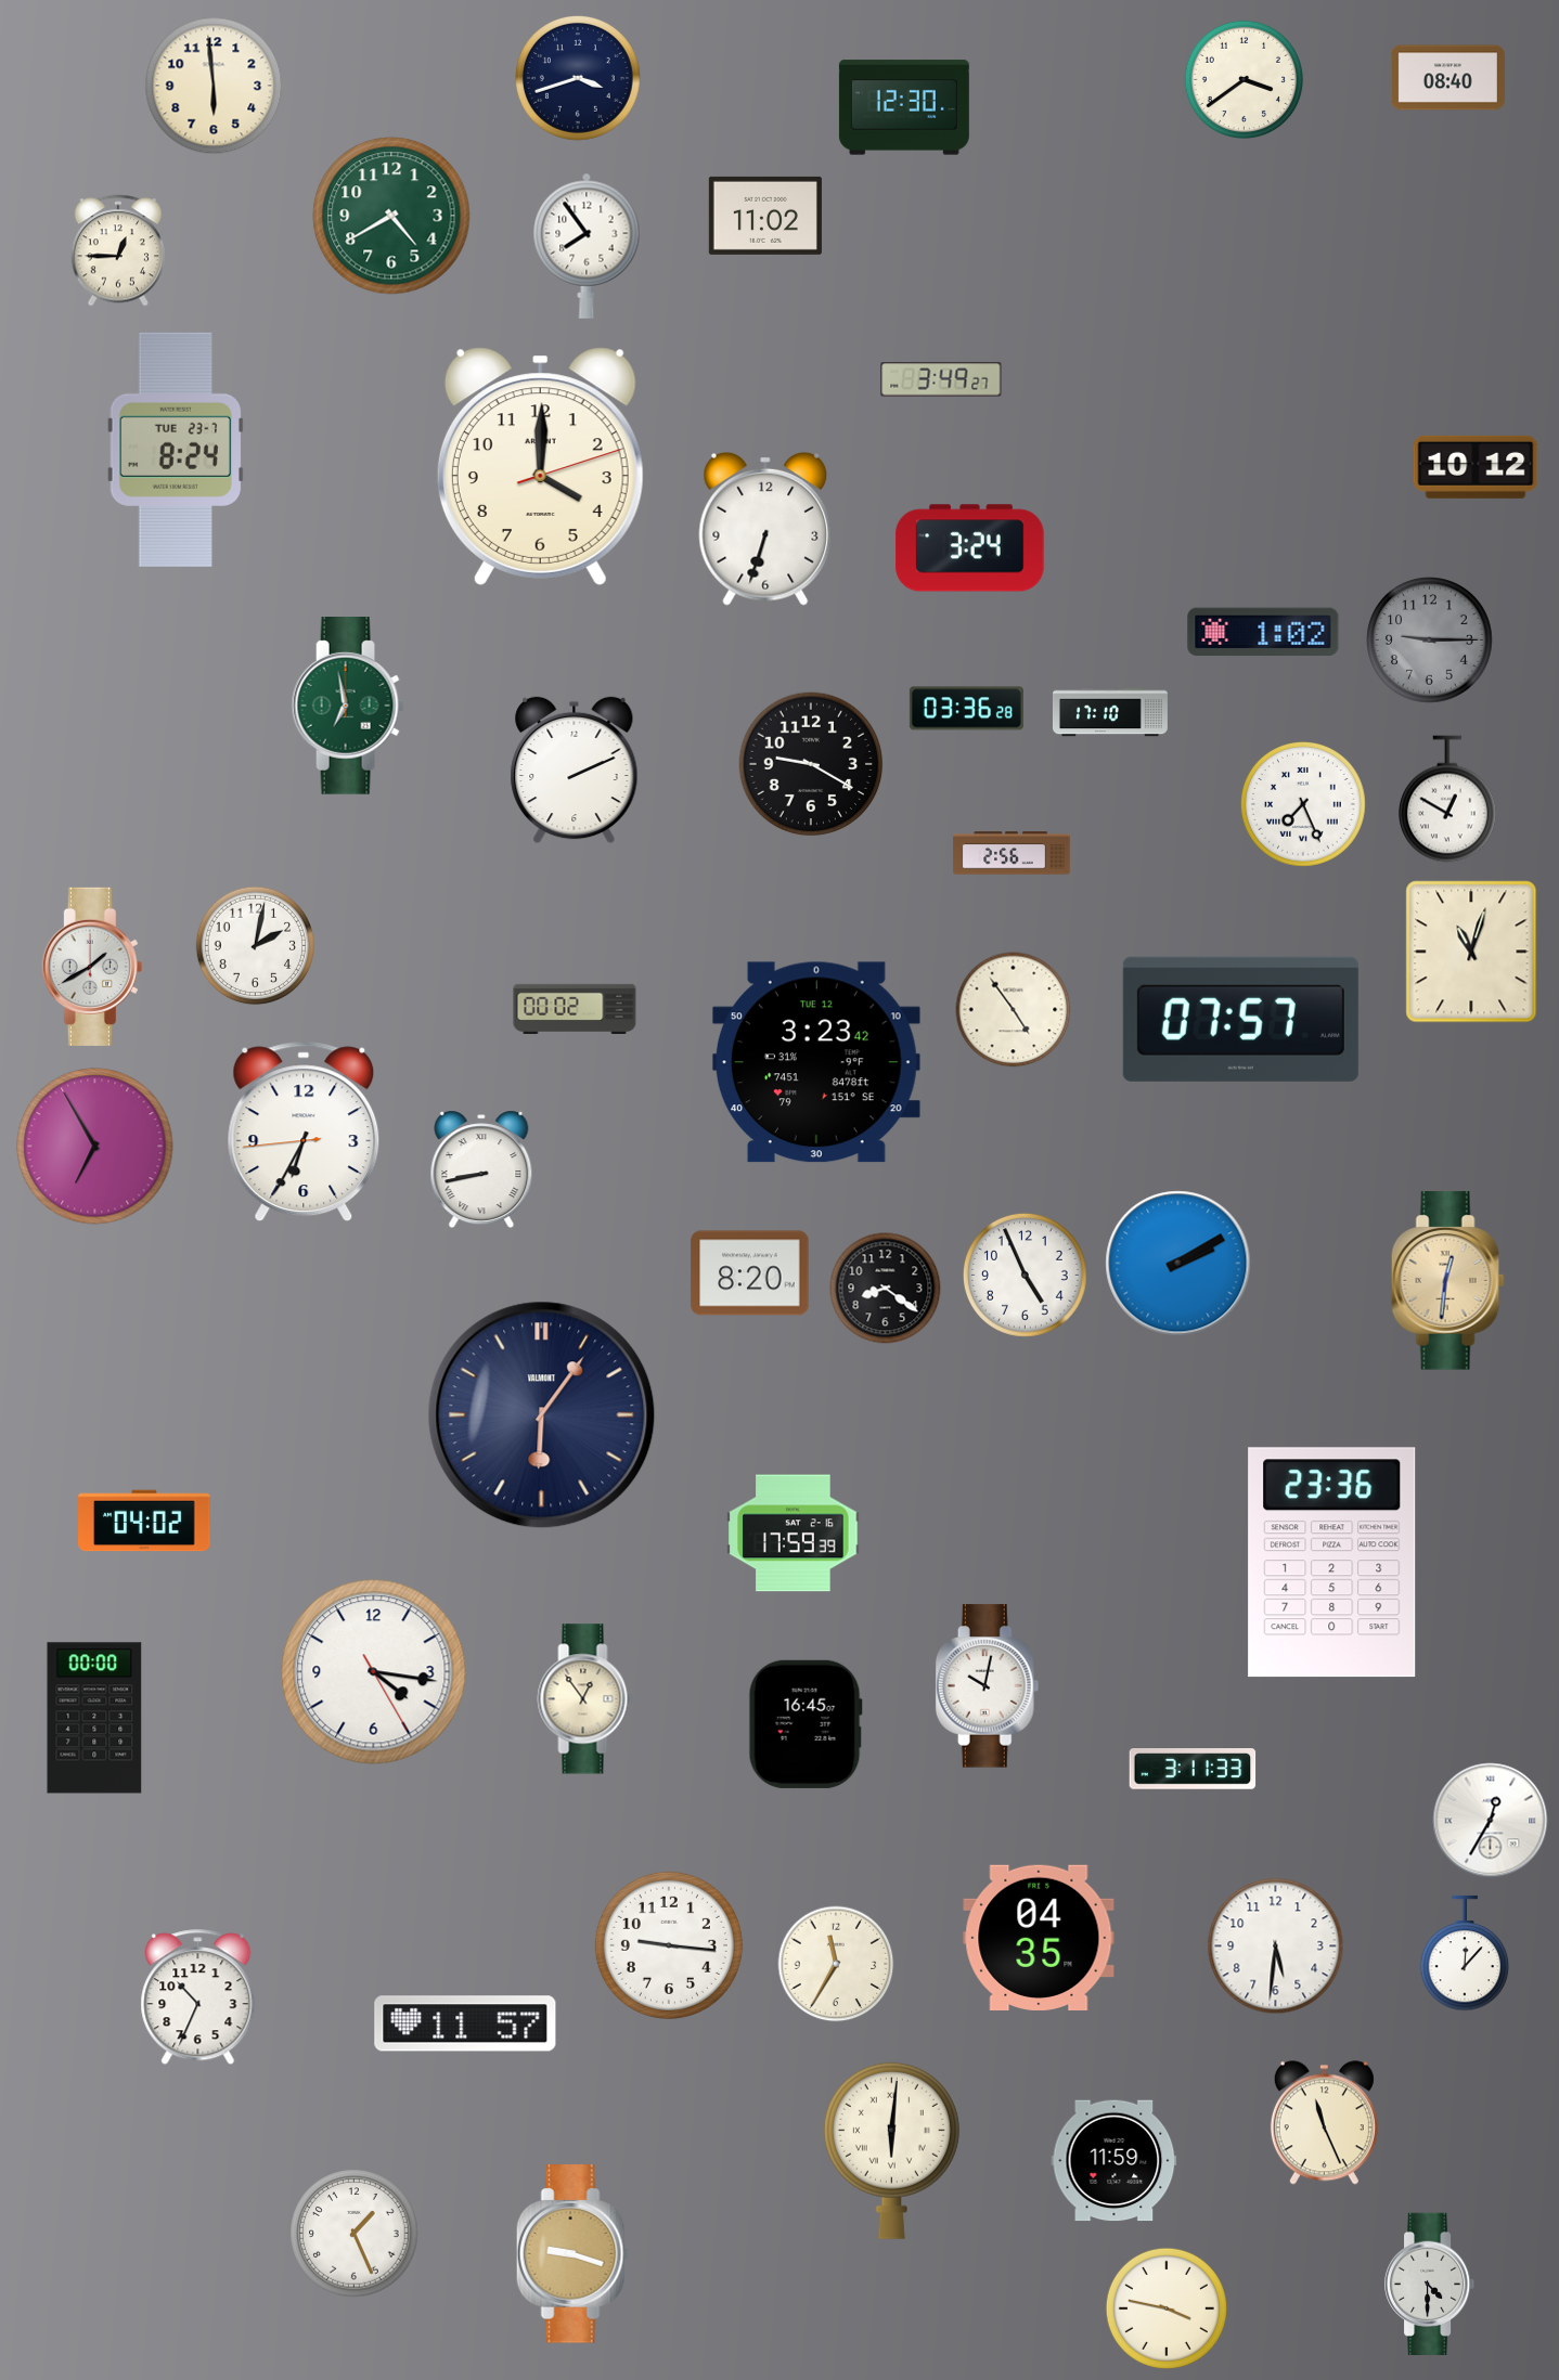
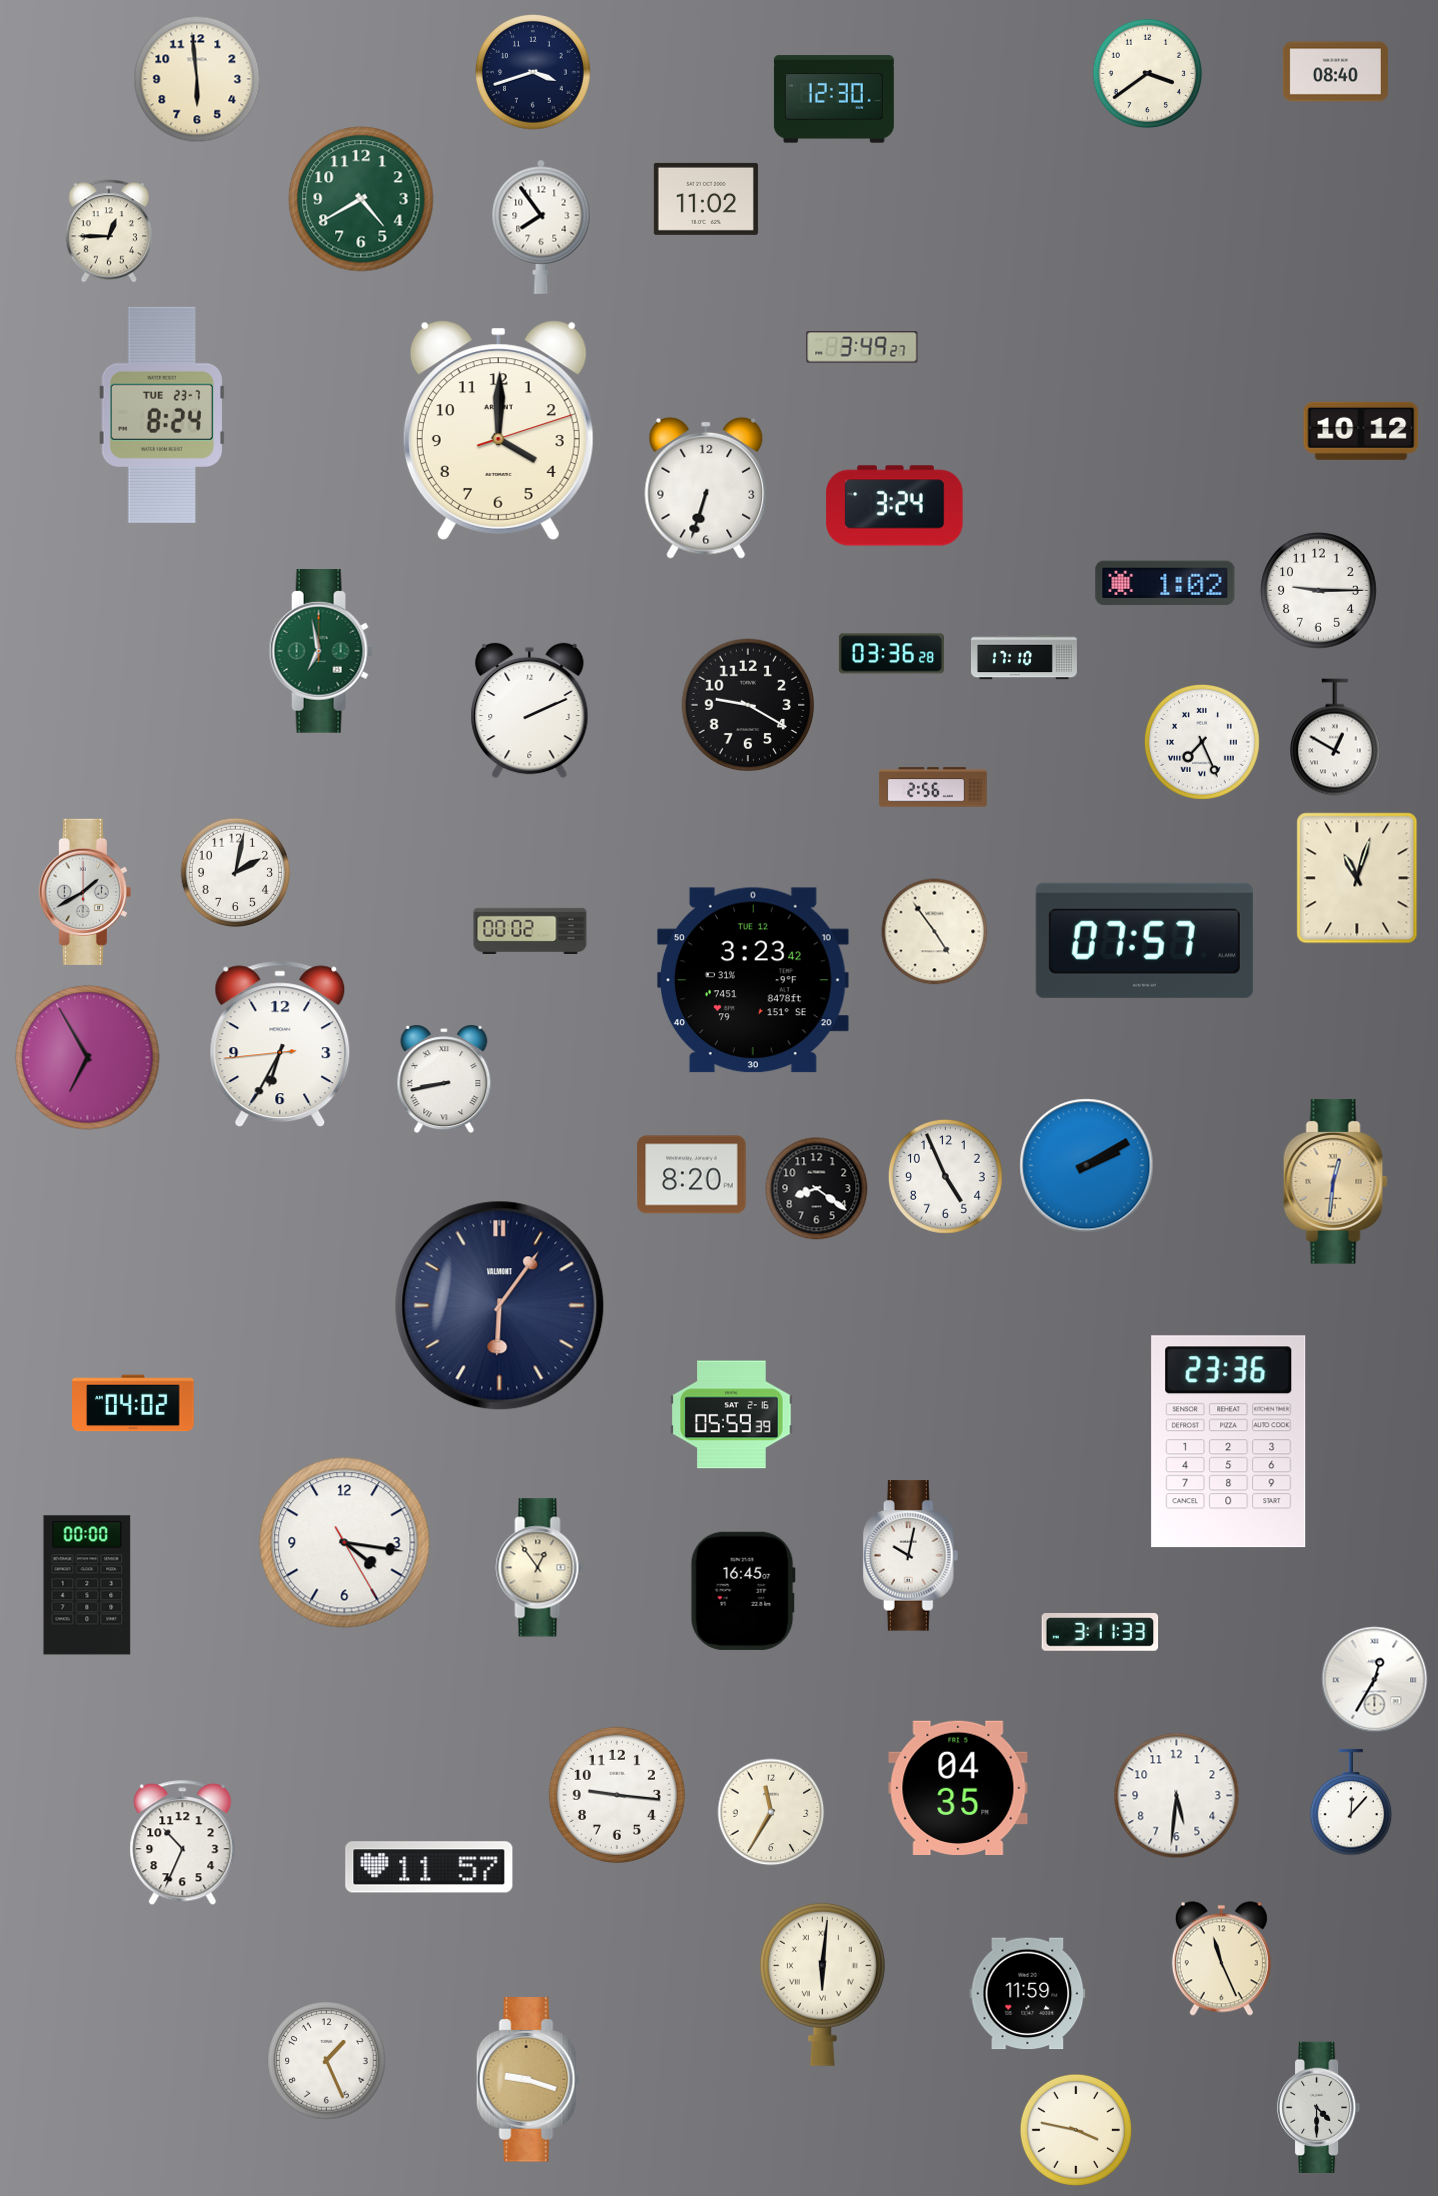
clock at (941, 379) position: (941, 379) -> (862, 347)
clock at (1430, 641) dial: grey -> white
clock at (794, 1534): 17:59 -> 05:59
